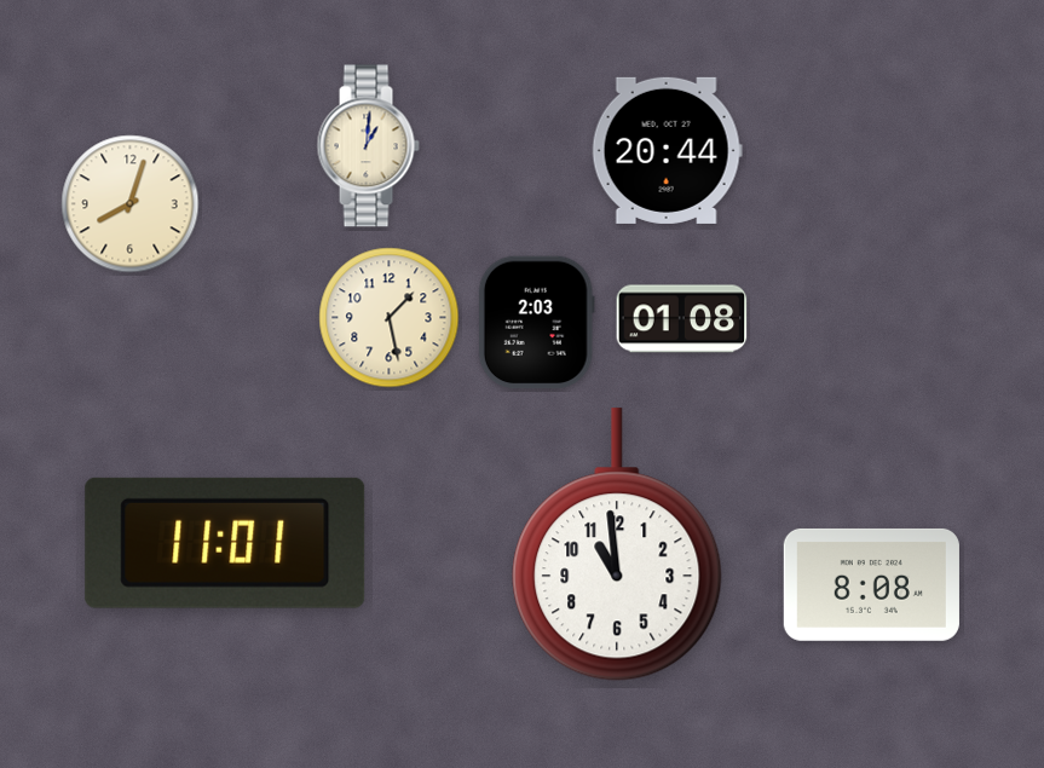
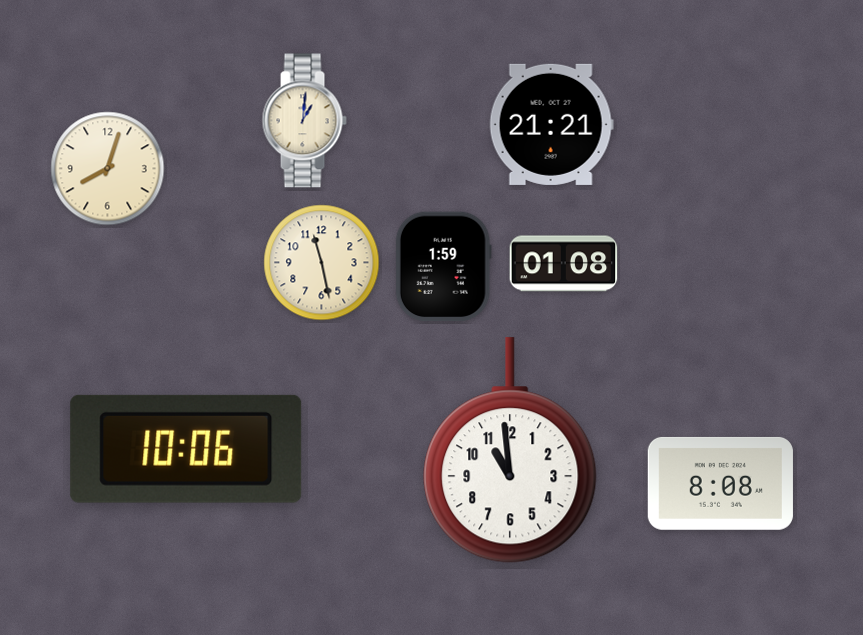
clock at (667, 150): 20:44 -> 21:21
clock at (390, 318): 1:28 -> 11:28
clock at (536, 323): 2:03 -> 1:59
clock at (225, 543): 11:01 -> 10:06
